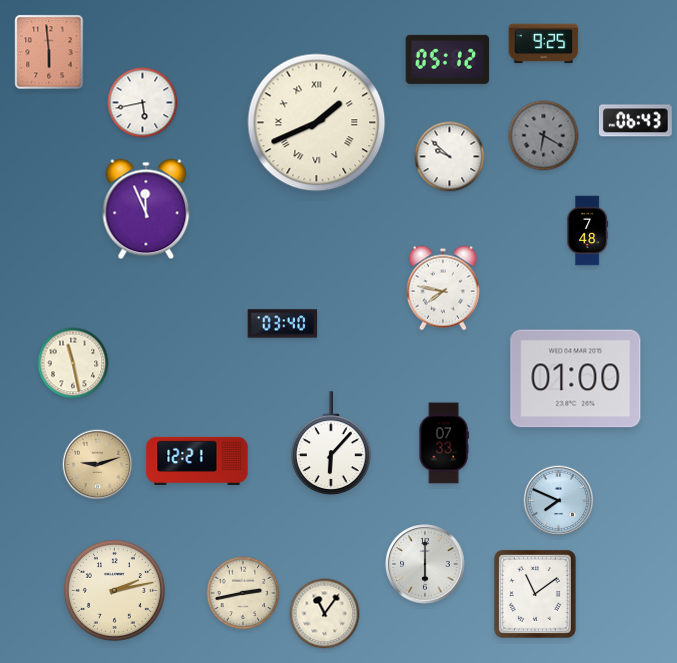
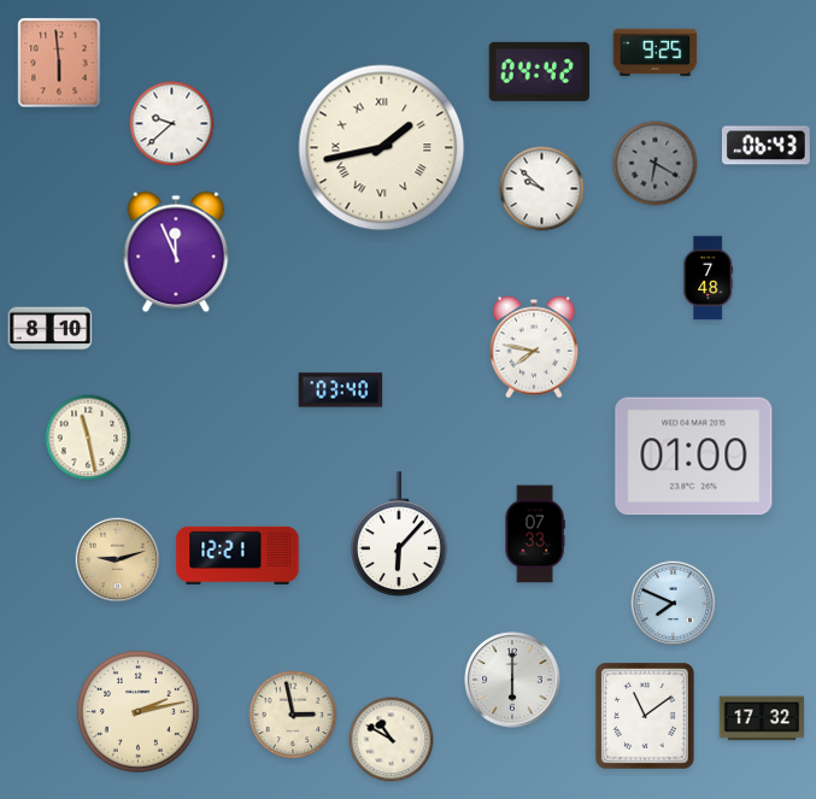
clock at (447, 59): 05:12 -> 04:42
clock at (143, 103): 5:43 -> 9:38
clock at (317, 123): 1:41 -> 1:43
clock at (51, 329): none -> 8:10
clock at (243, 593): 2:43 -> 2:58
clock at (762, 718): none -> 17:32
clock at (325, 614): 11:06 -> 10:50
